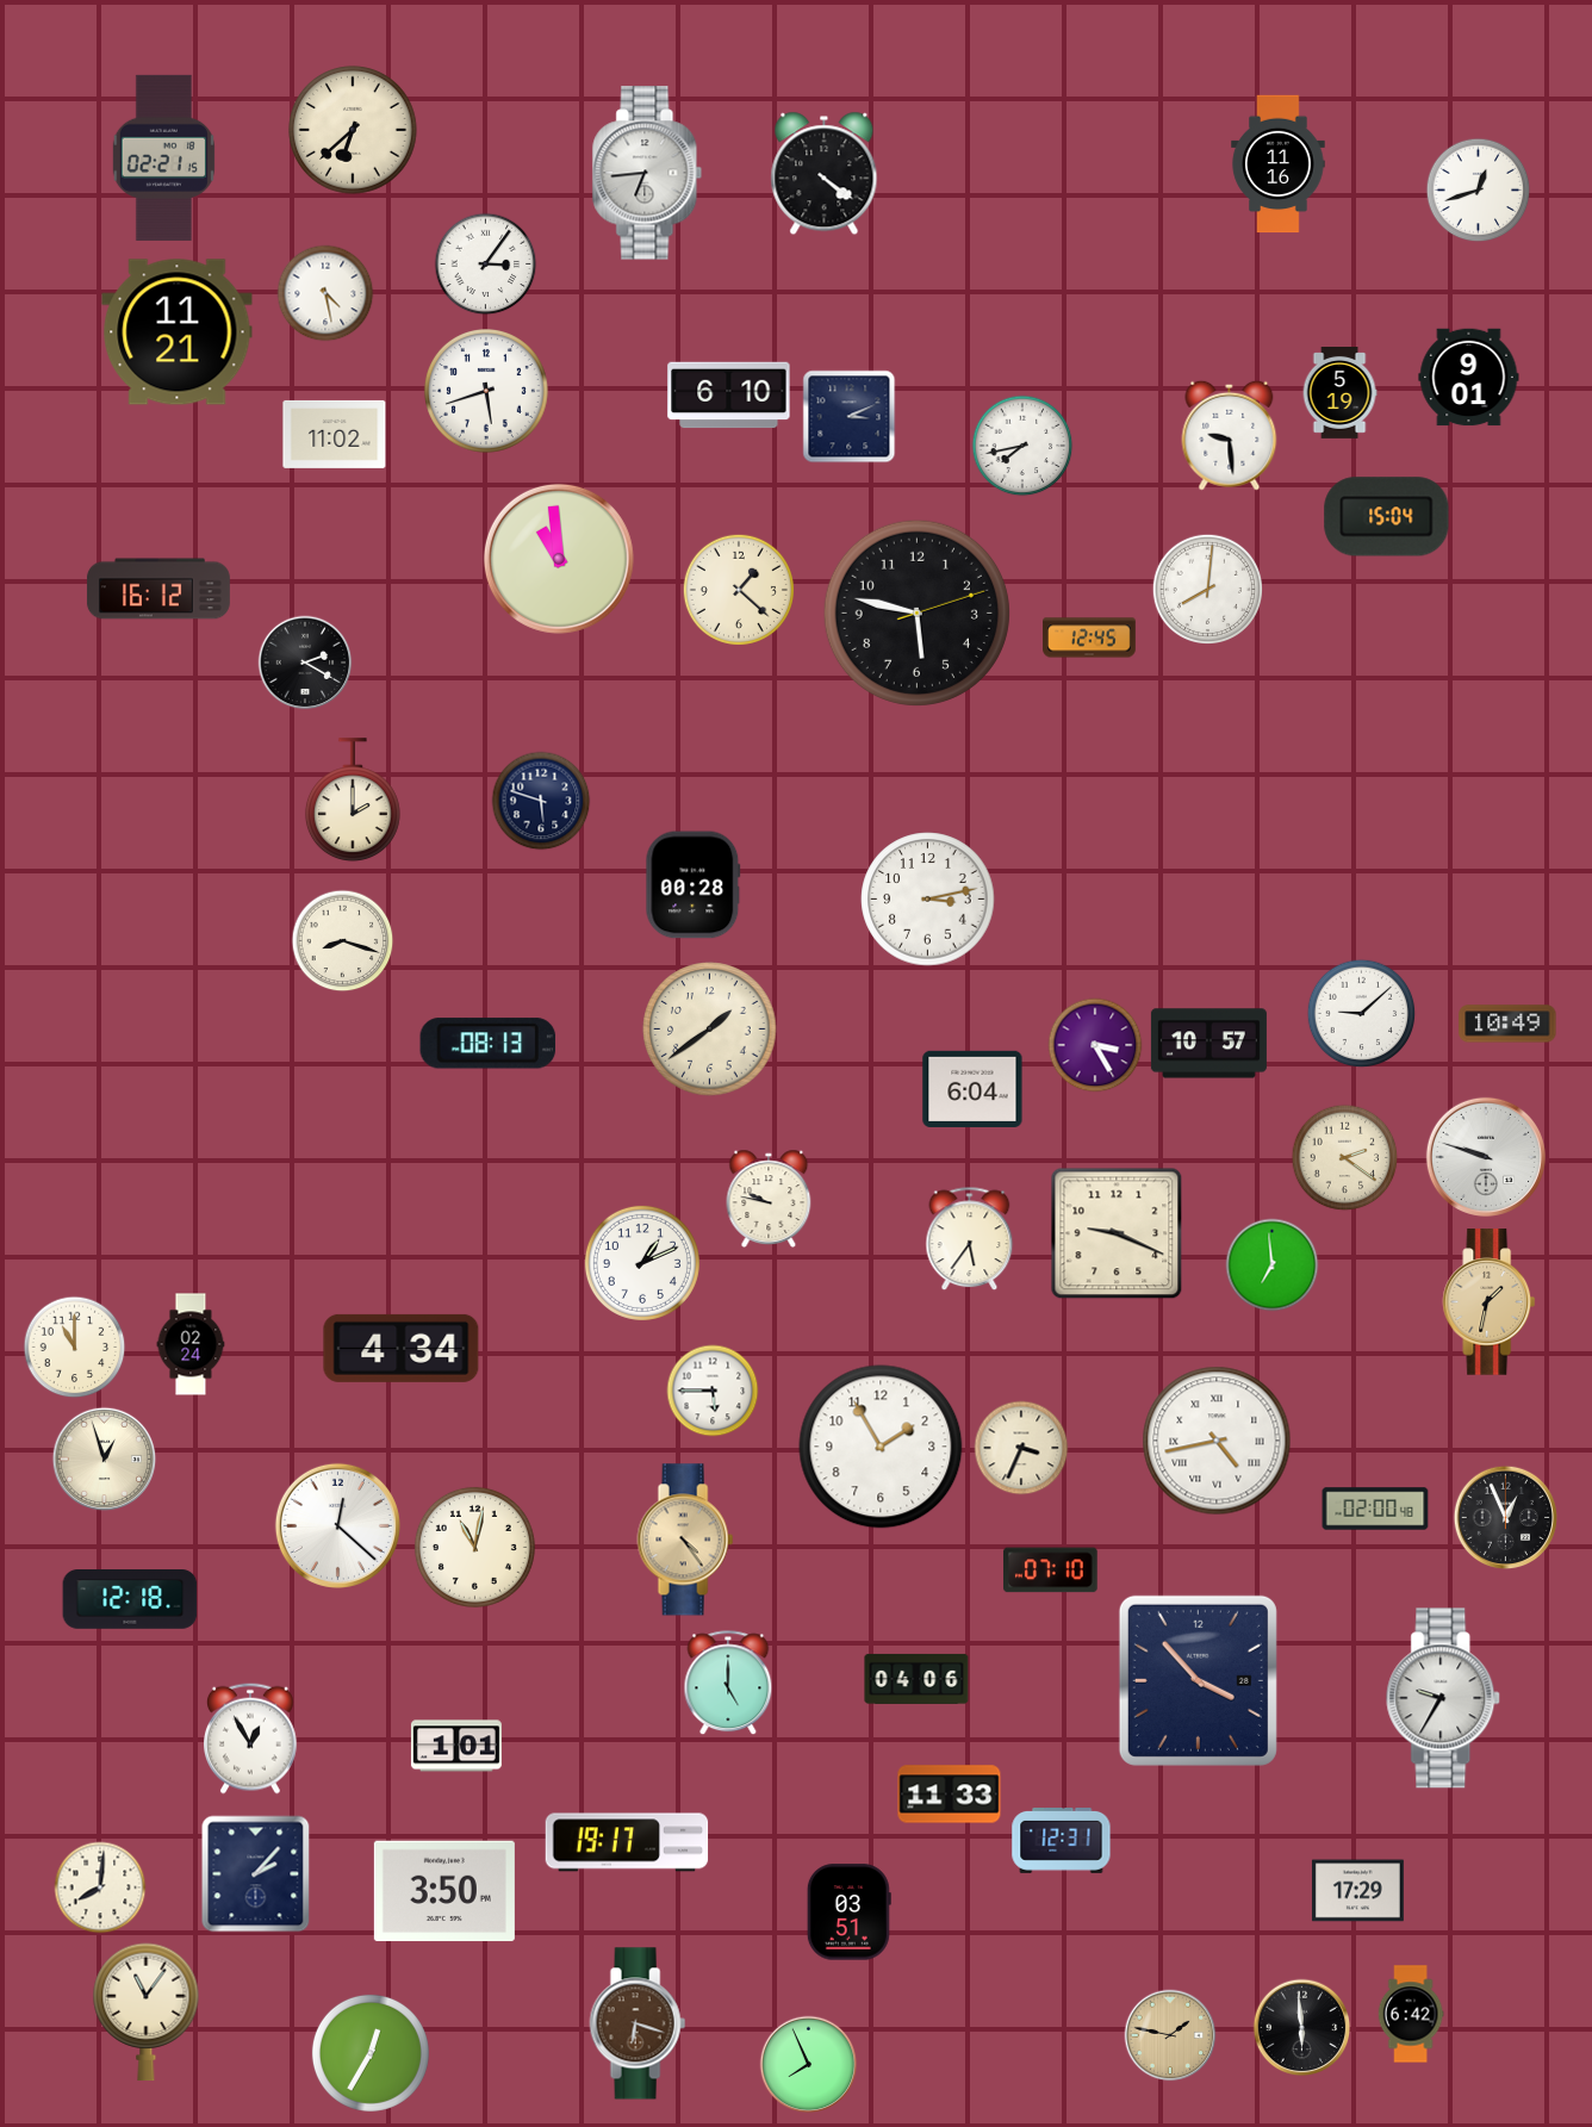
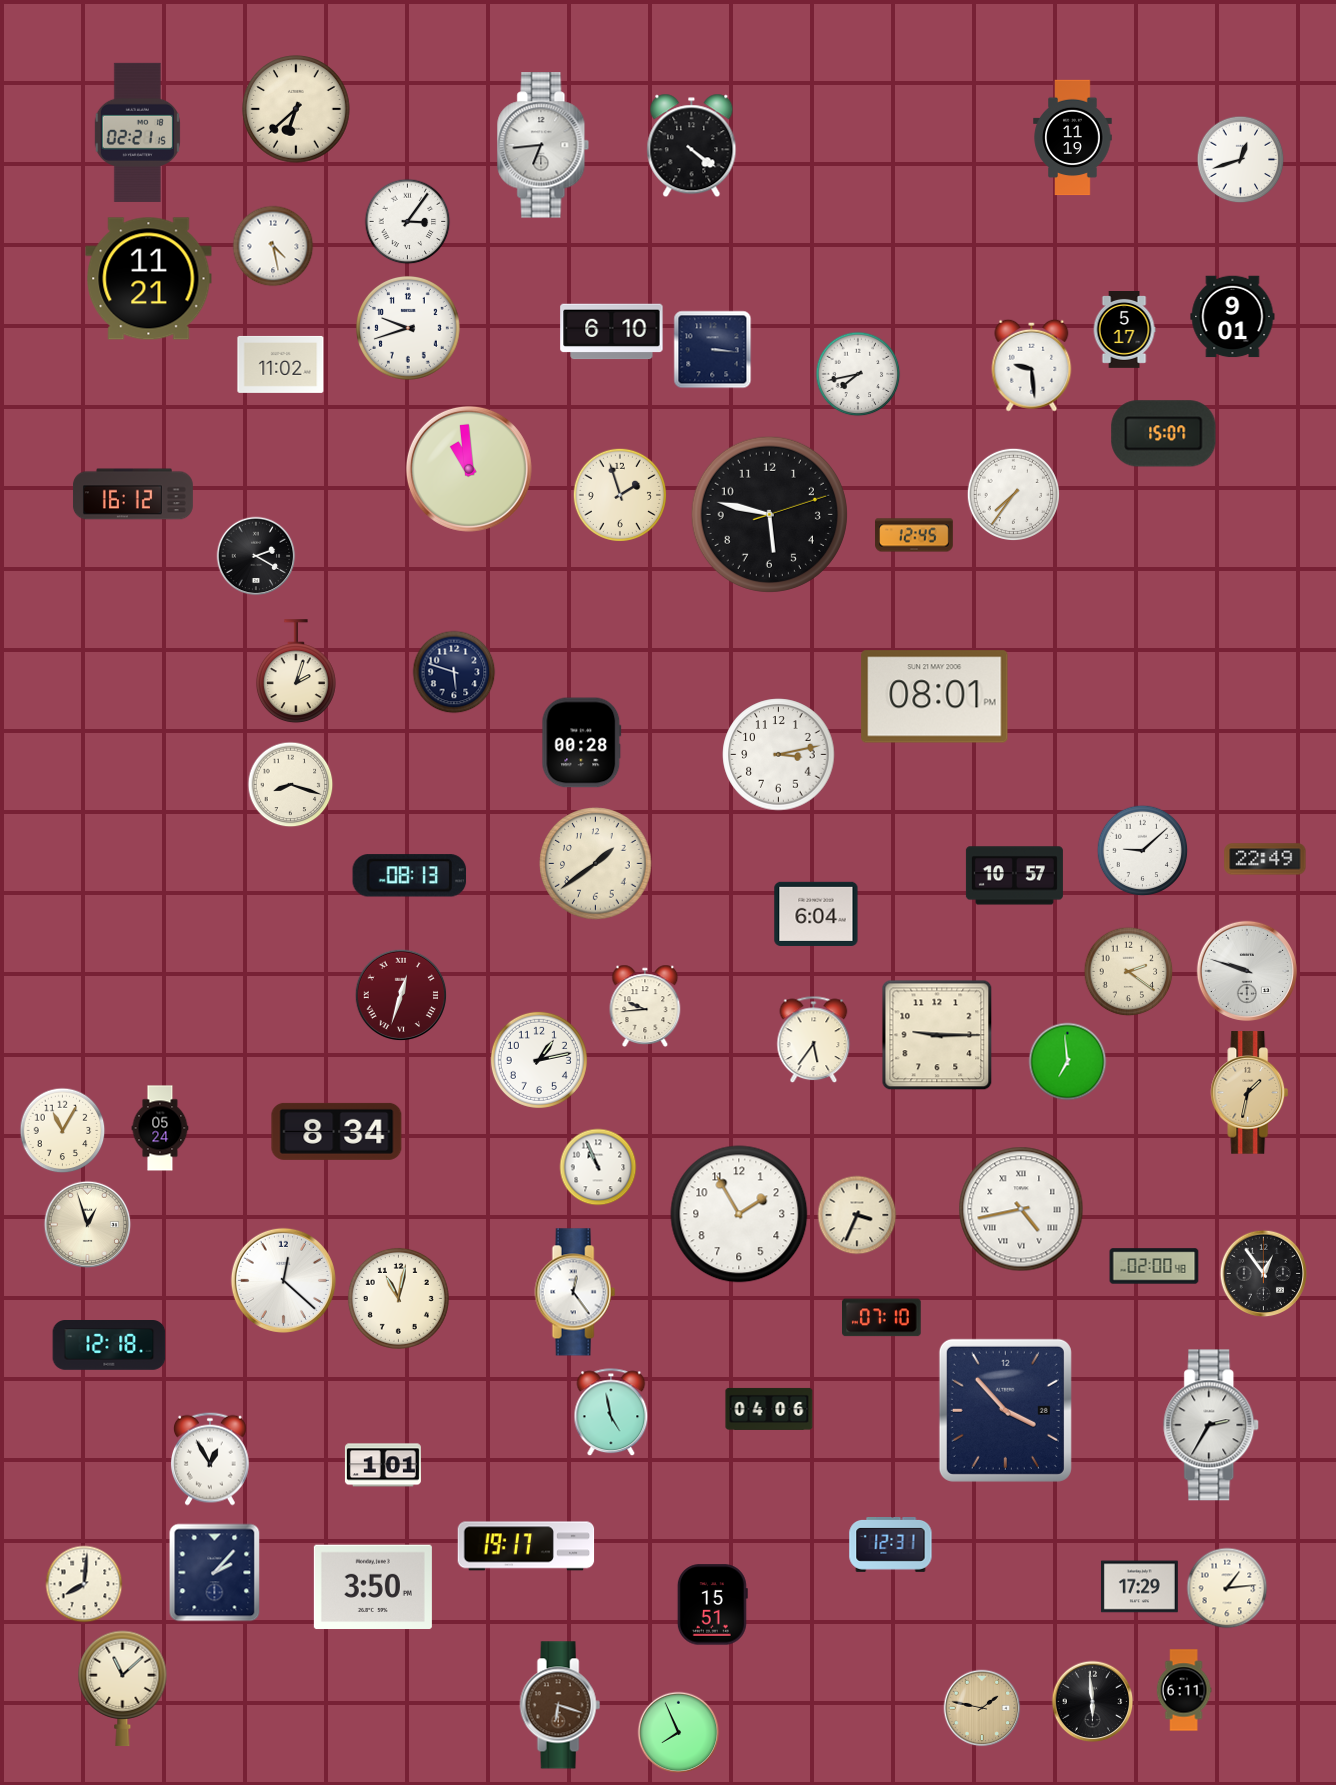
clock at (1279, 164): 11:16 -> 11:19
clock at (486, 391): 5:42 -> 9:42
clock at (1339, 393): 5:19 -> 5:17
clock at (850, 417): 3:11 -> 3:16
clock at (1387, 517): 15:04 -> 15:07
clock at (738, 589): 1:22 -> 1:57
clock at (1207, 589): 8:01 -> 7:36
clock at (353, 801): 2:00 -> 2:03
clock at (935, 697): none -> 08:01
clock at (343, 941) position: (343, 941) -> (291, 785)
clock at (1507, 1024): 10:49 -> 22:49
clock at (1095, 1045): 3:25 -> none
clock at (401, 995): none -> 12:33
clock at (769, 1198): 9:47 -> 9:44
clock at (1117, 1233): 9:19 -> 9:15
clock at (642, 1263): 1:11 -> 1:13
clock at (191, 1344): 02:24 -> 05:24
clock at (75, 1348): 11:00 -> 11:05
clock at (402, 1348): 4:34 -> 8:34
clock at (713, 1391): 5:45 -> 10:56
clock at (1506, 1518): 12:56 -> 12:54
clock at (685, 1540): 4:24 -> 12:24
clock at (685, 1540) dial: champagne -> white
clock at (130, 1600) position: (130, 1600) -> (109, 1346)
clock at (728, 1684): 5:00 -> 4:58
clock at (1444, 1698): 9:35 -> 2:35
clock at (950, 1795): 11:33 -> none
clock at (1227, 1588): none -> 1:14
clock at (848, 1913): 03:51 -> 15:51
clock at (147, 2013): 11:06 -> 11:08
clock at (1411, 2014): 6:42 -> 6:11
clock at (638, 2023) position: (638, 2023) -> (560, 1705)
clock at (371, 2053): 12:35 -> none
